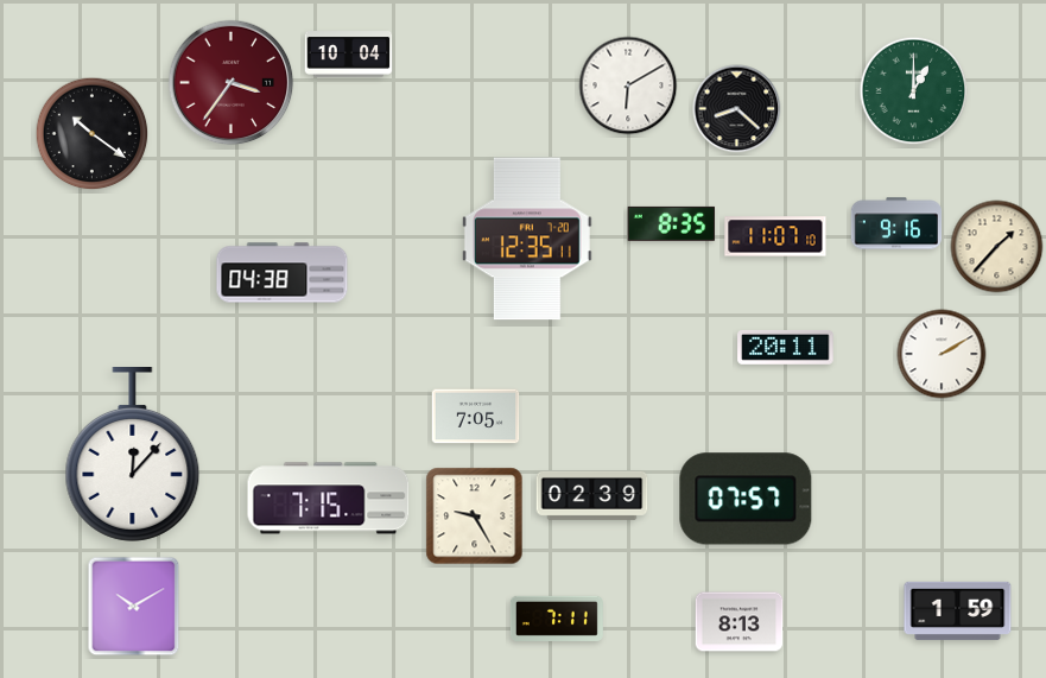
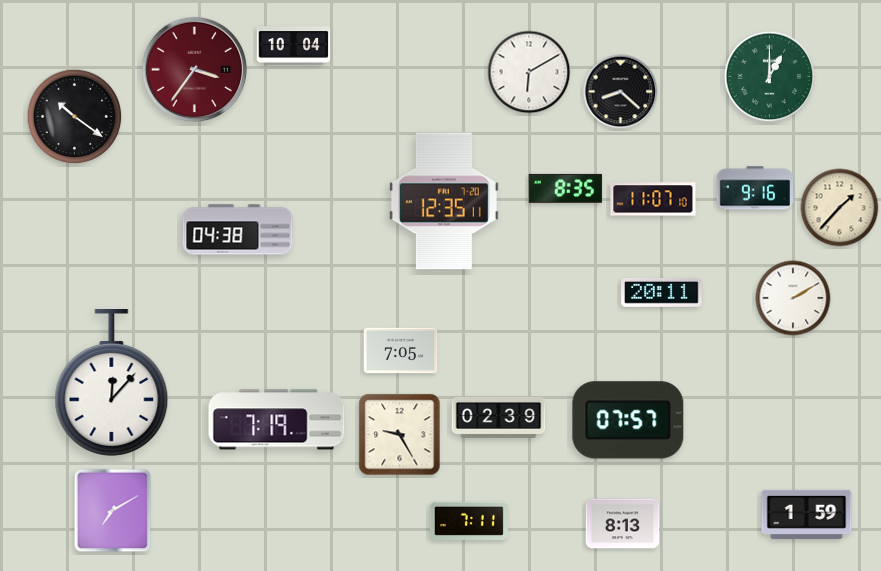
clock at (93, 134) position: (93, 134) -> (75, 117)
clock at (329, 499): 7:15 -> 7:19
clock at (134, 607): 10:10 -> 7:10
